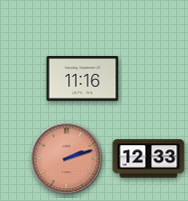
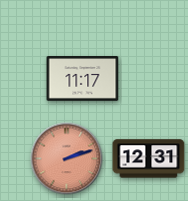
clock at (83, 79): 11:16 -> 11:17
clock at (149, 159): 12:33 -> 12:31
